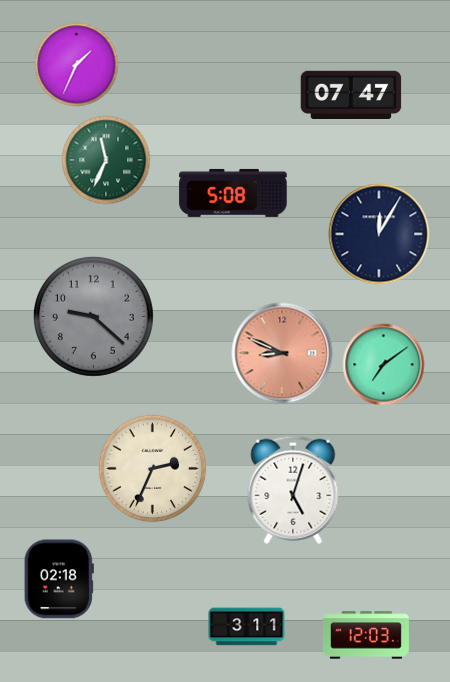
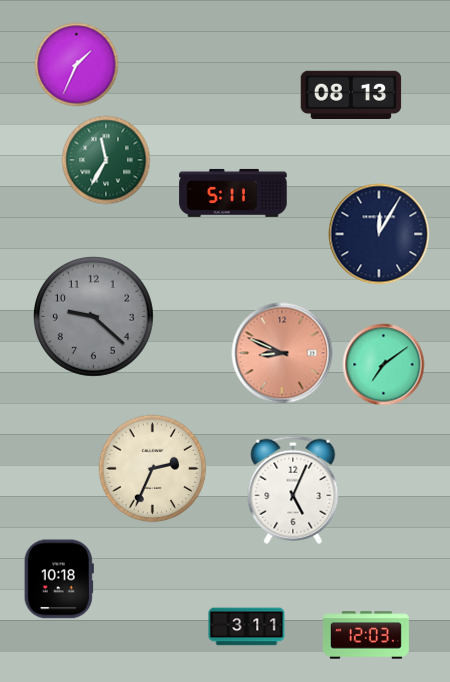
clock at (351, 94): 07:47 -> 08:13
clock at (106, 160): 11:34 -> 11:35
clock at (233, 193): 5:08 -> 5:11
clock at (293, 490): 5:03 -> 5:04
clock at (59, 579): 02:18 -> 10:18
